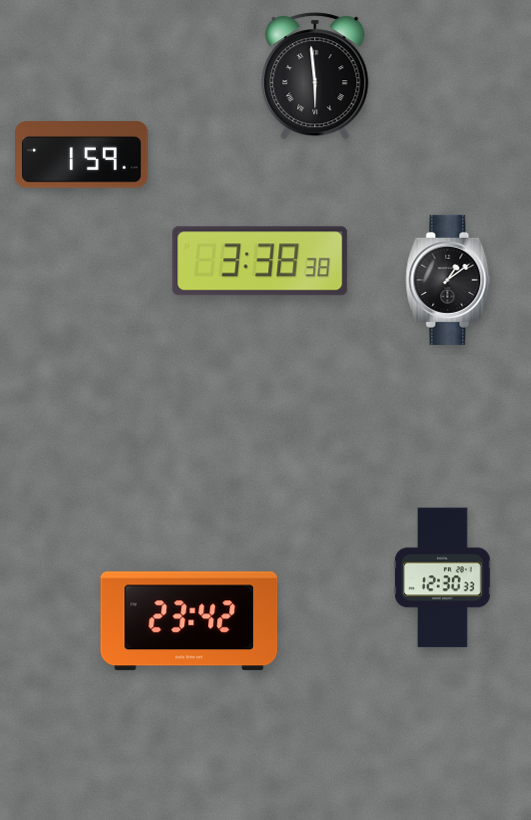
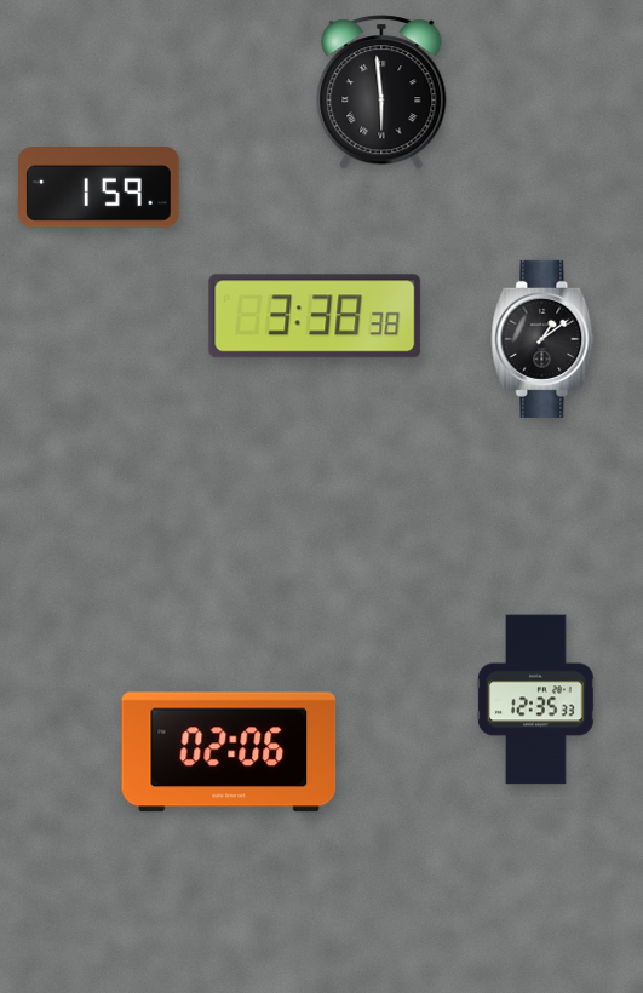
clock at (443, 578): 12:30 -> 12:35
clock at (189, 621): 23:42 -> 02:06
